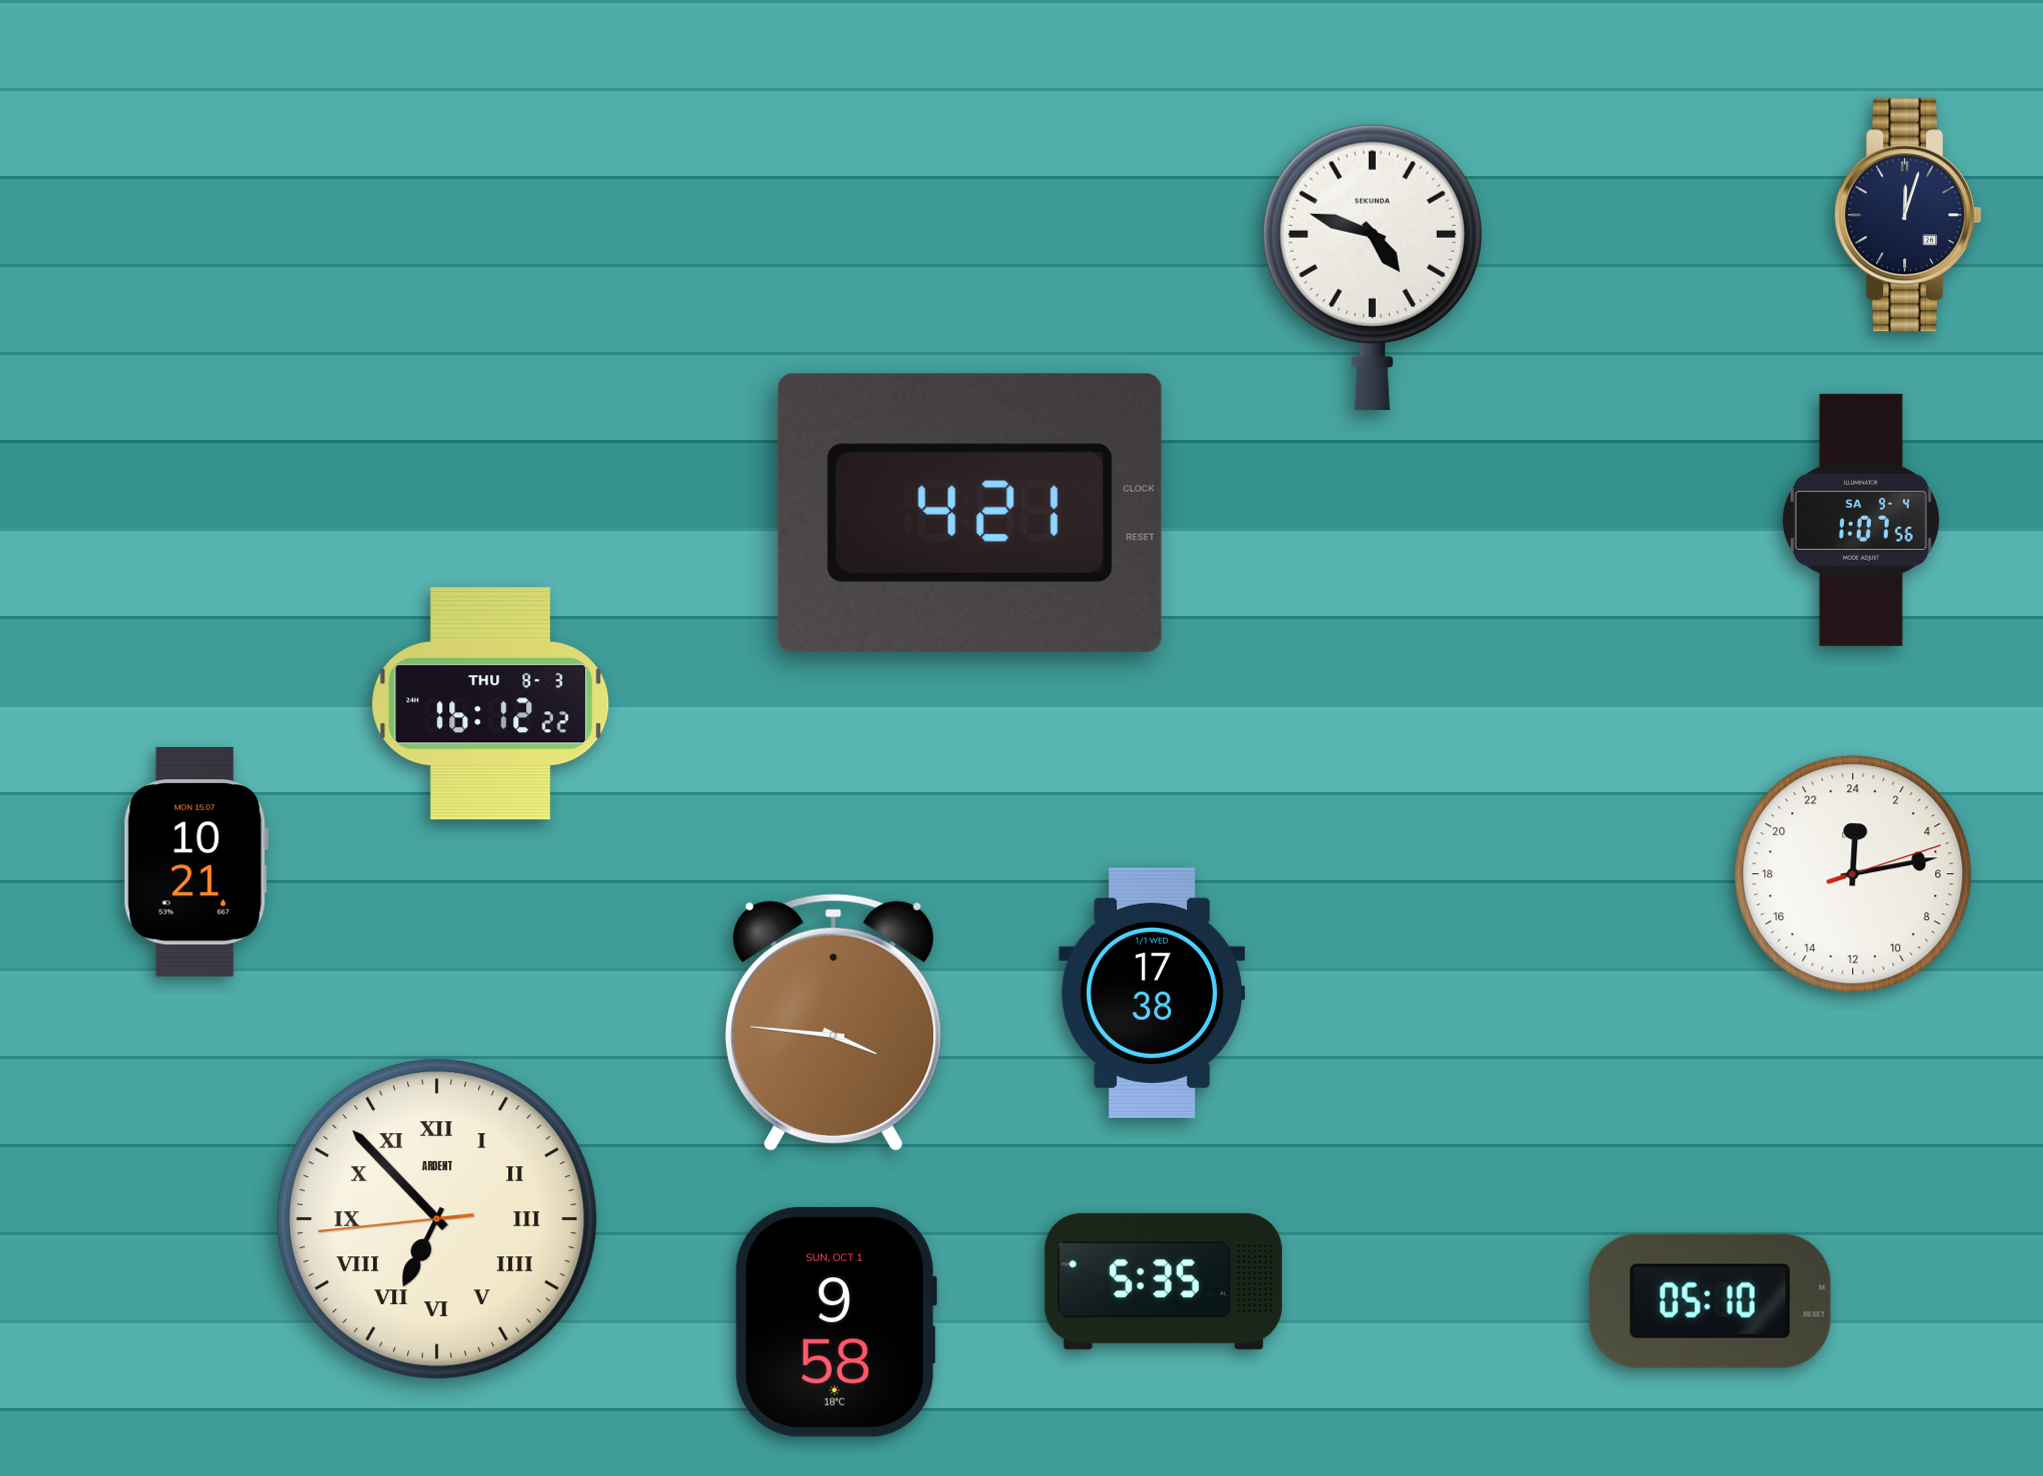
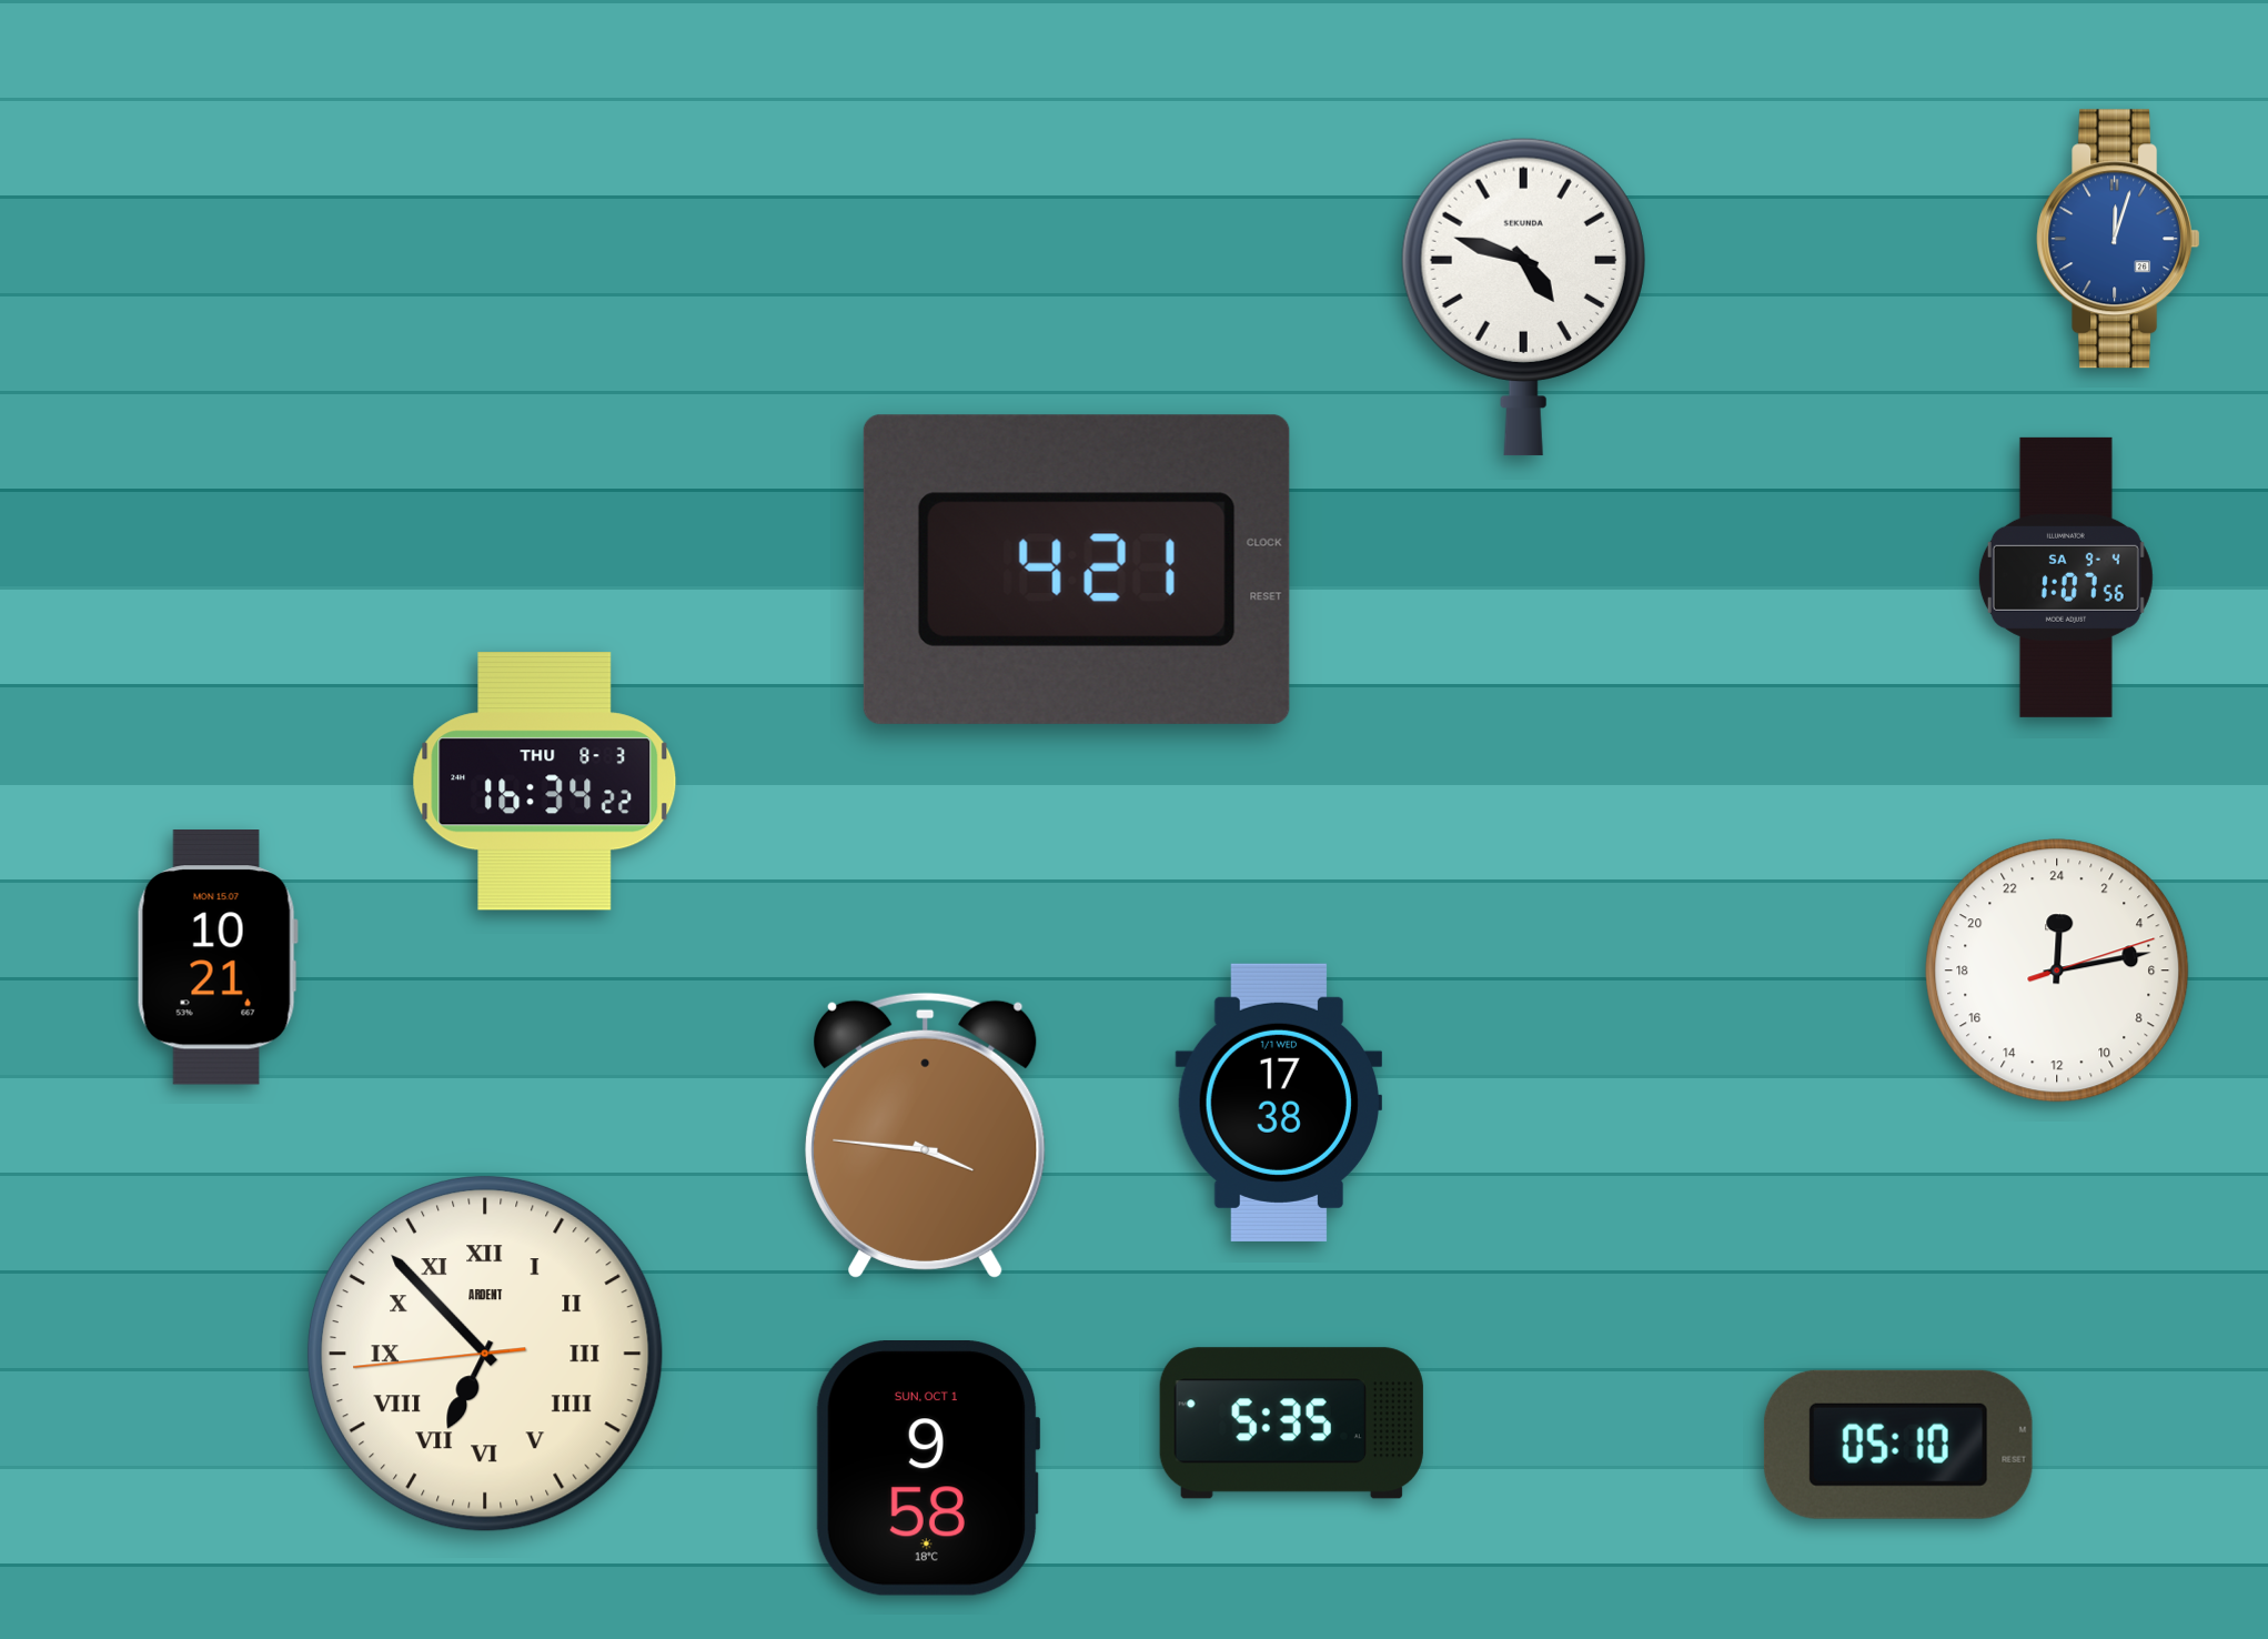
clock at (1908, 215) dial: navy -> blue
clock at (491, 704): 16:12 -> 16:34
